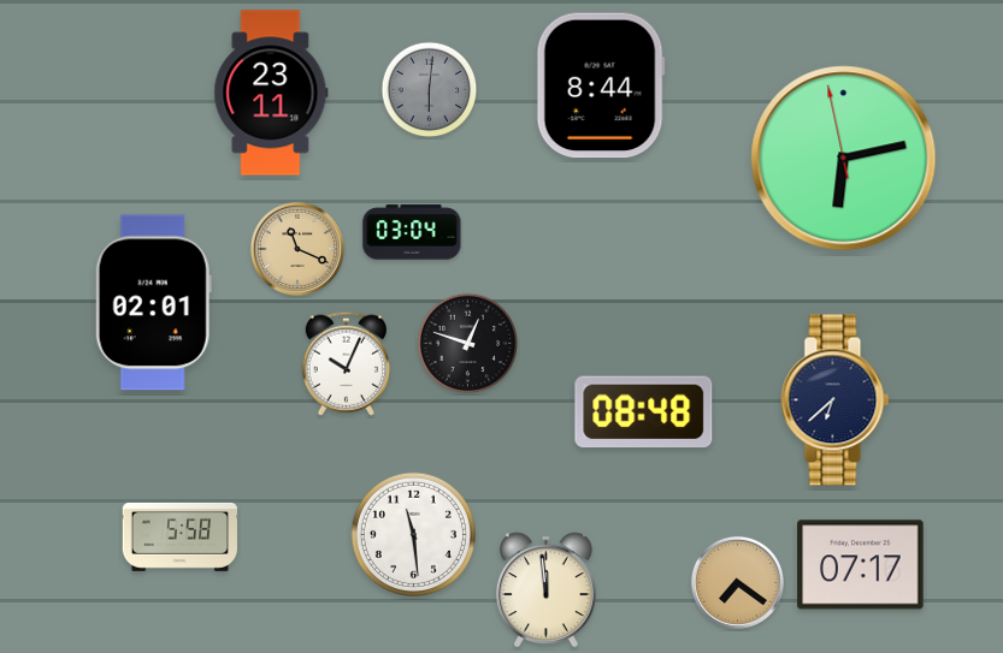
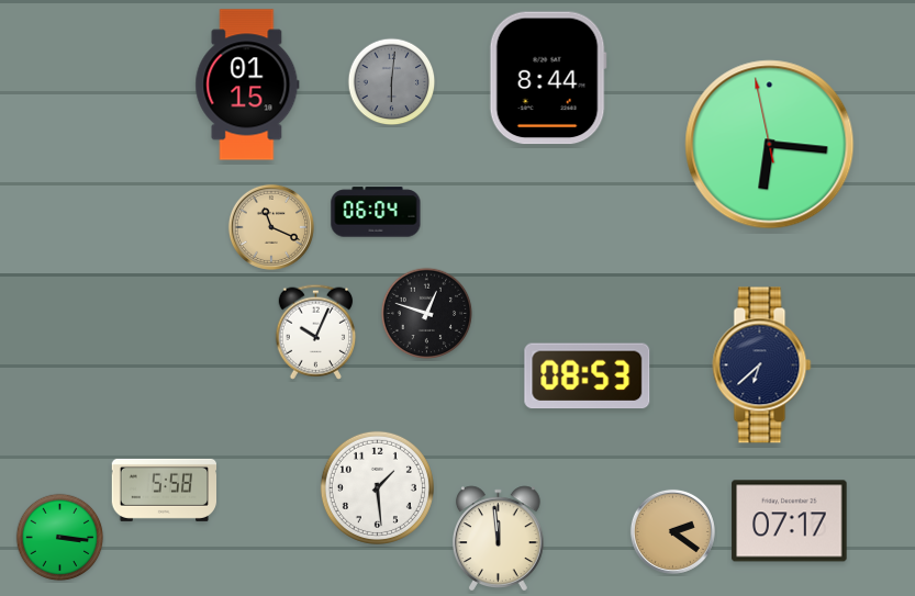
clock at (271, 93): 23:11 -> 01:15
clock at (844, 159): 6:12 -> 6:15
clock at (412, 232): 03:04 -> 06:04
clock at (153, 303): 02:01 -> none
clock at (644, 412): 08:48 -> 08:53
clock at (413, 534): 11:29 -> 1:29
clock at (861, 565) position: (861, 565) -> (790, 521)
clock at (737, 582): 7:21 -> 2:21
clock at (60, 538): none -> 3:16
